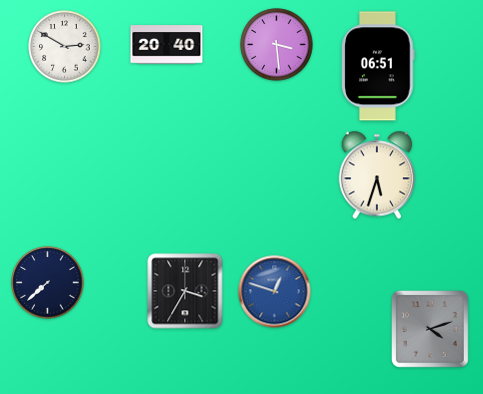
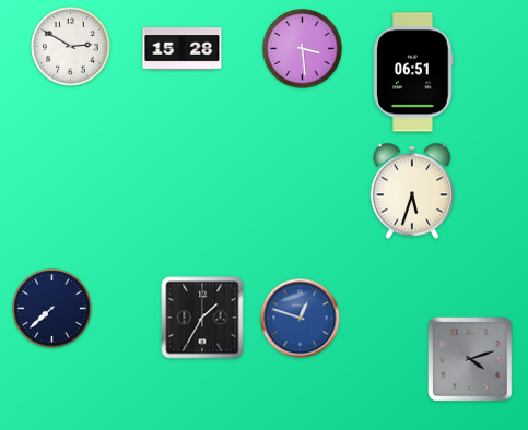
clock at (167, 45): 20:40 -> 15:28
clock at (65, 47) position: (65, 47) -> (71, 47)
clock at (185, 291): 3:35 -> 1:35
